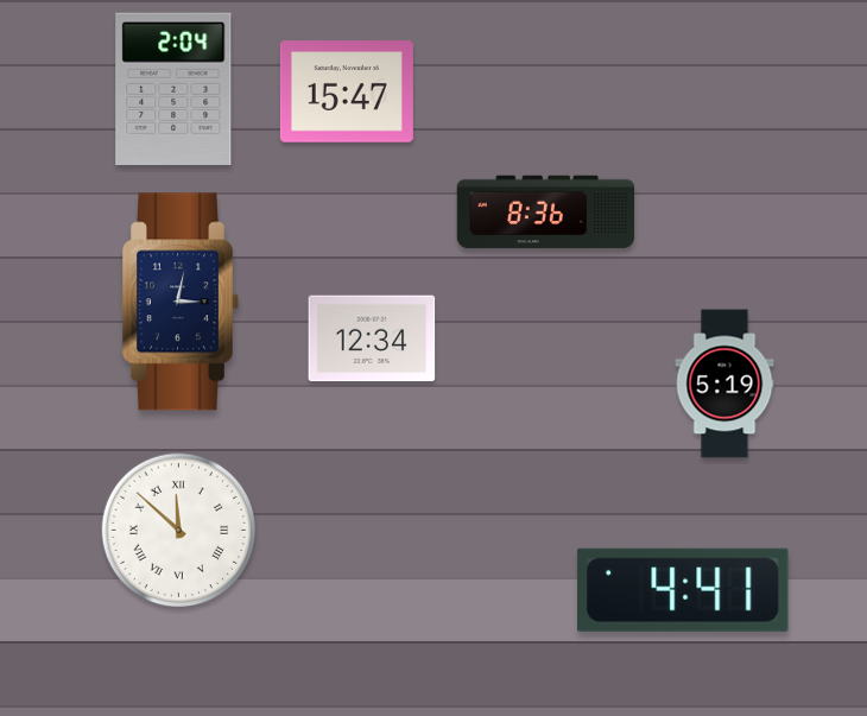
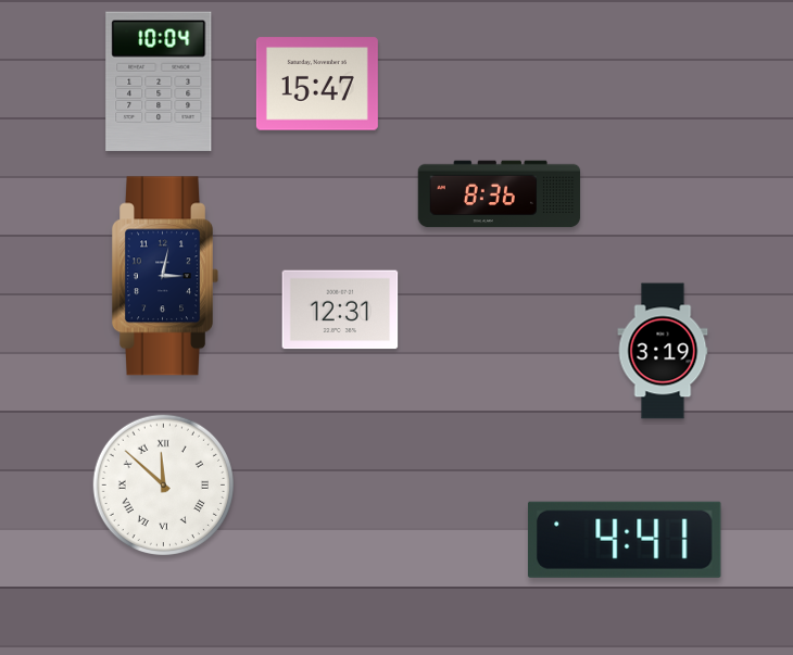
clock at (173, 89): 2:04 -> 10:04
clock at (372, 338): 12:34 -> 12:31
clock at (724, 384): 5:19 -> 3:19
